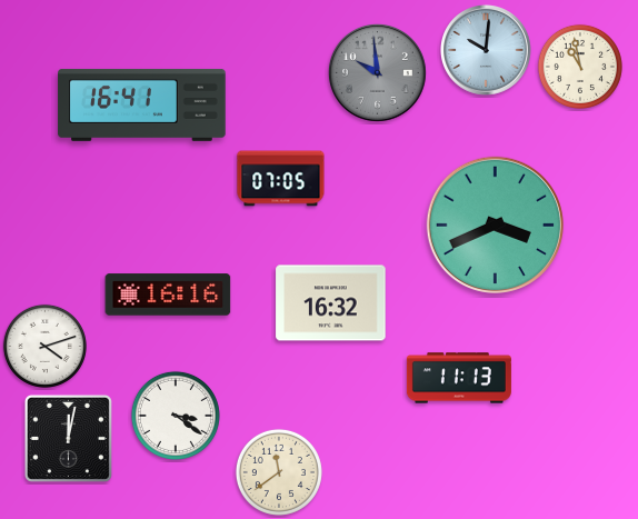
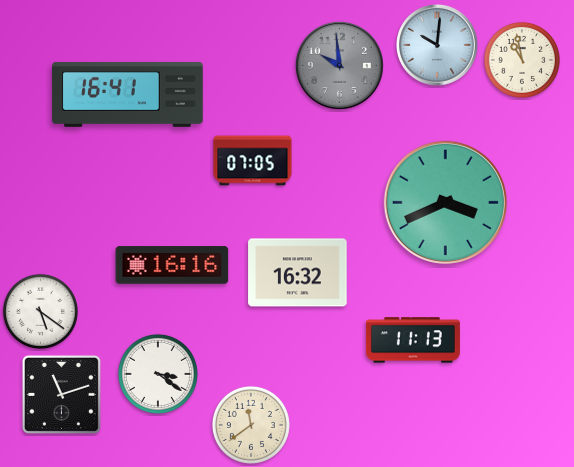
clock at (168, 295) position: (168, 295) -> (172, 265)
clock at (44, 346): 4:12 -> 5:21
clock at (68, 438): 12:02 -> 11:12
